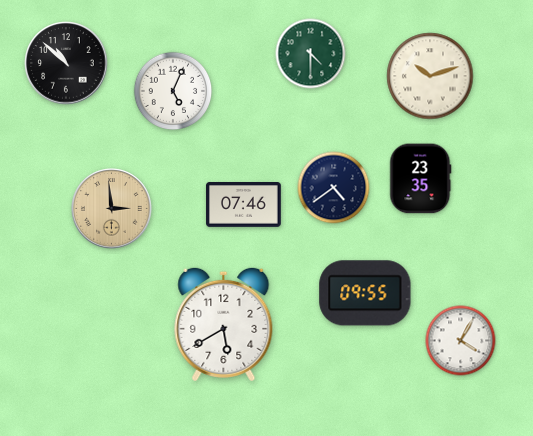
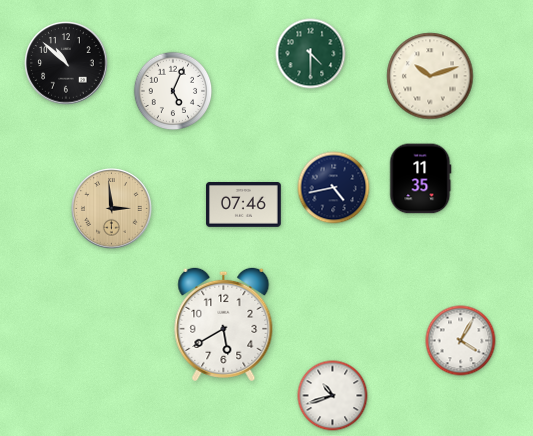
clock at (421, 179): 23:35 -> 11:35
clock at (334, 188): 4:39 -> 4:43
clock at (365, 293): 09:55 -> none
clock at (333, 396): none -> 10:42
